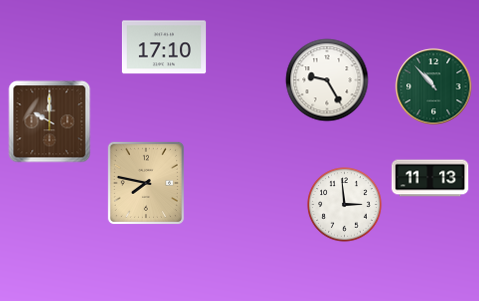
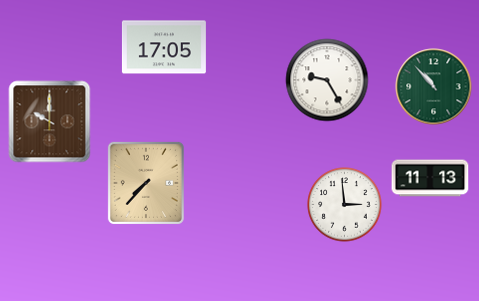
clock at (164, 47): 17:10 -> 17:05
clock at (146, 183): 7:47 -> 7:37
